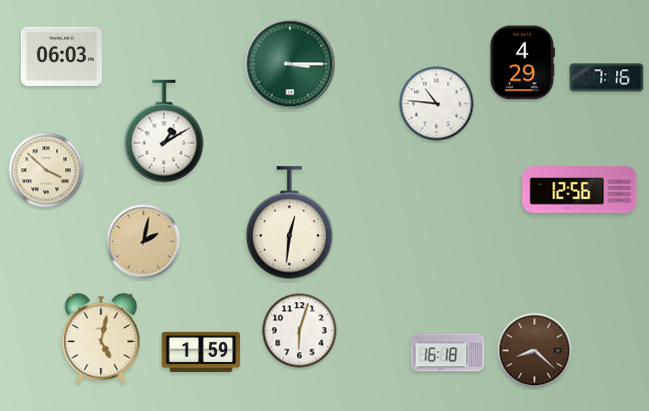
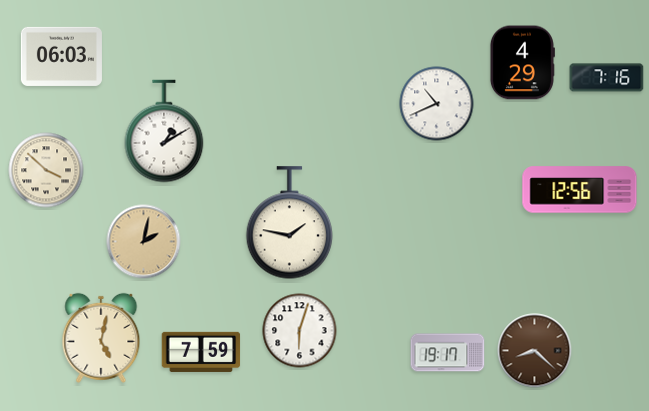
clock at (290, 64): 3:15 -> none
clock at (437, 104): 10:46 -> 10:41
clock at (290, 223): 12:31 -> 1:47
clock at (201, 352): 1:59 -> 7:59
clock at (448, 353): 16:18 -> 19:17
